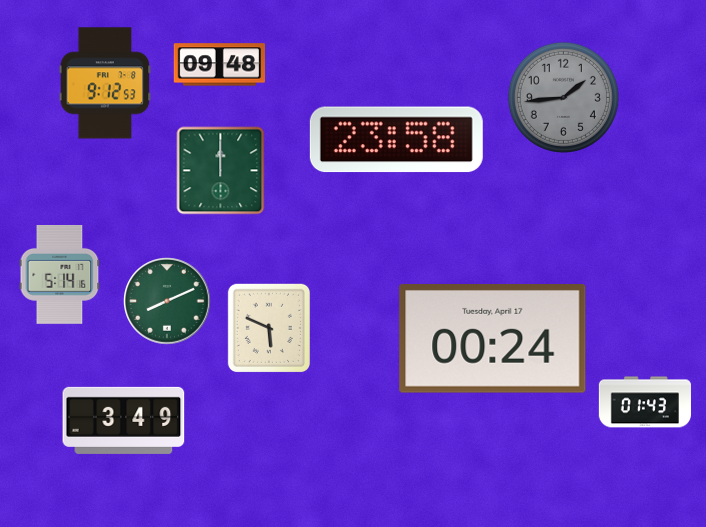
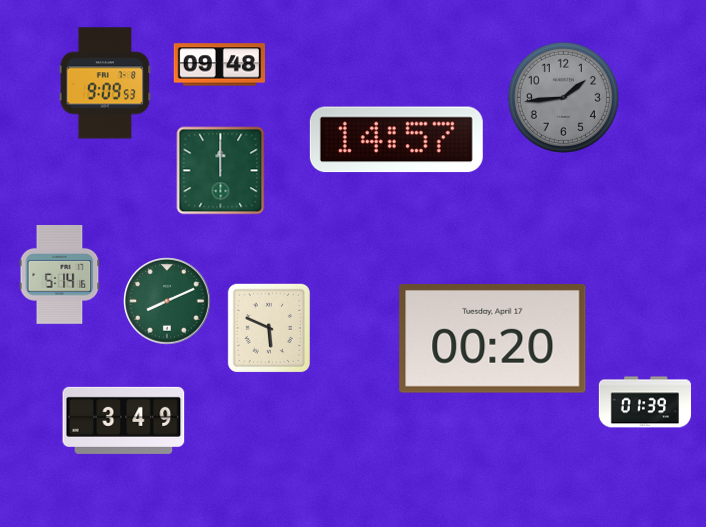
clock at (105, 83): 9:12 -> 9:09
clock at (396, 140): 23:58 -> 14:57
clock at (493, 339): 00:24 -> 00:20
clock at (644, 402): 01:43 -> 01:39
